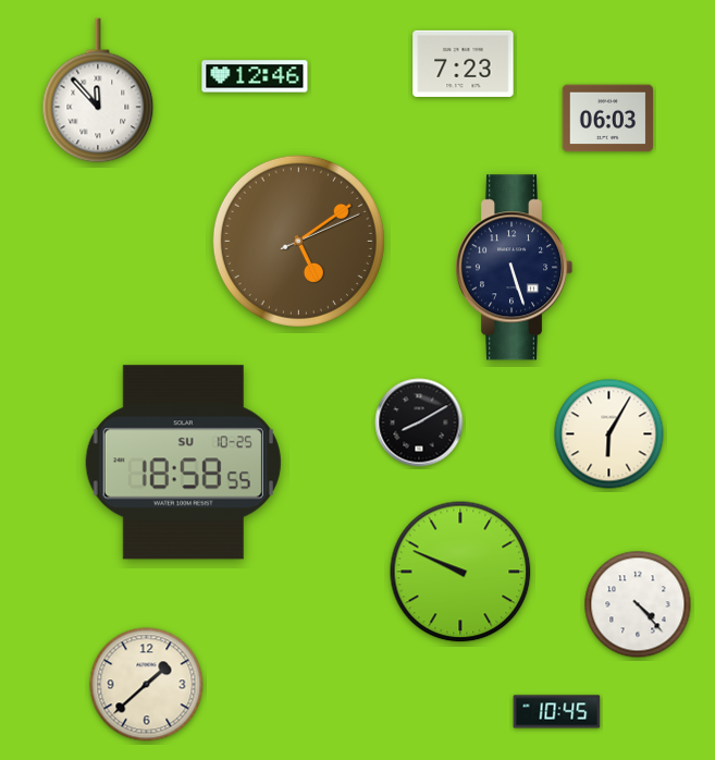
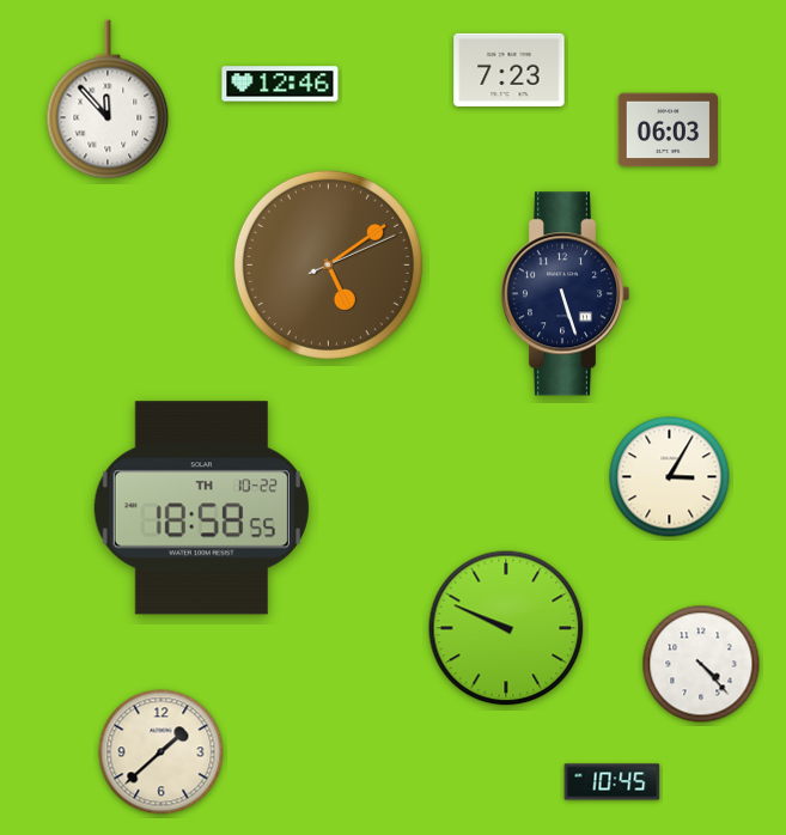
clock at (419, 422): 8:10 -> none
clock at (609, 434): 6:05 -> 3:05
clock at (183, 463) date: SU 10-25 -> TH 10-22
